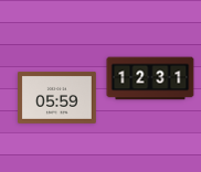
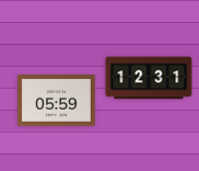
clock at (57, 97) position: (57, 97) -> (57, 100)
